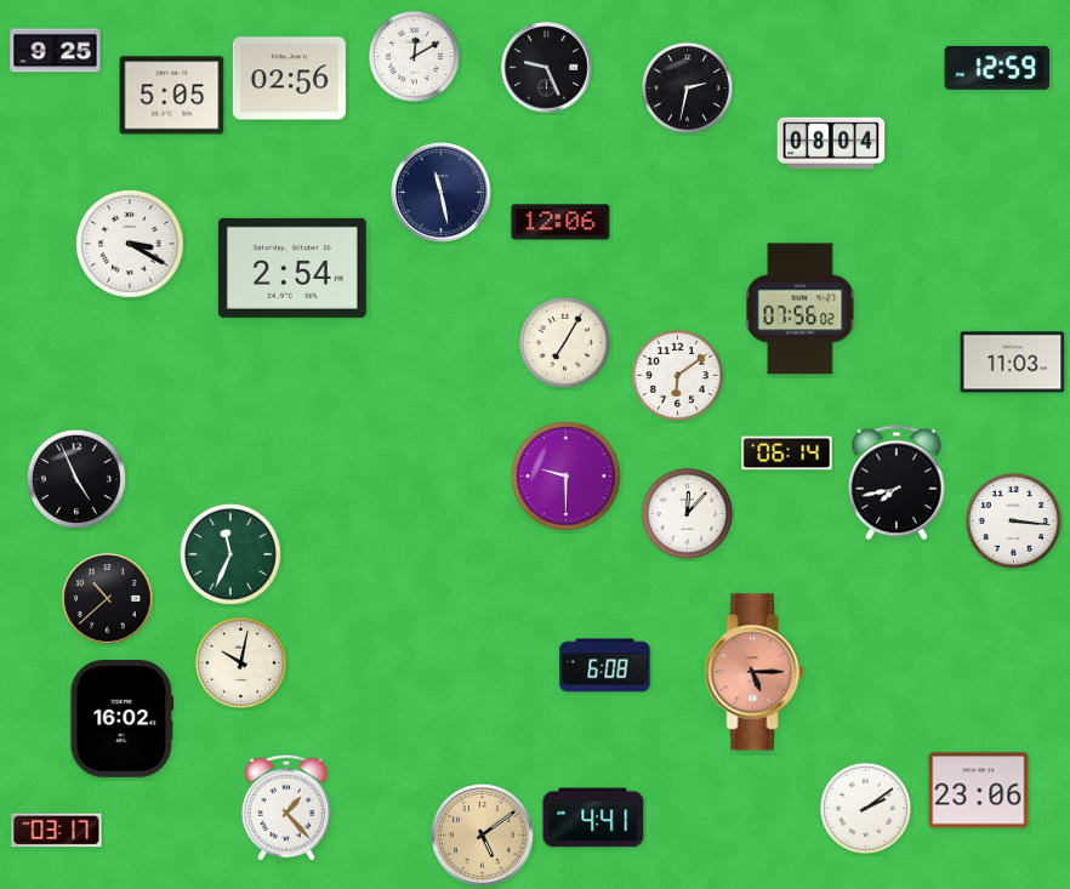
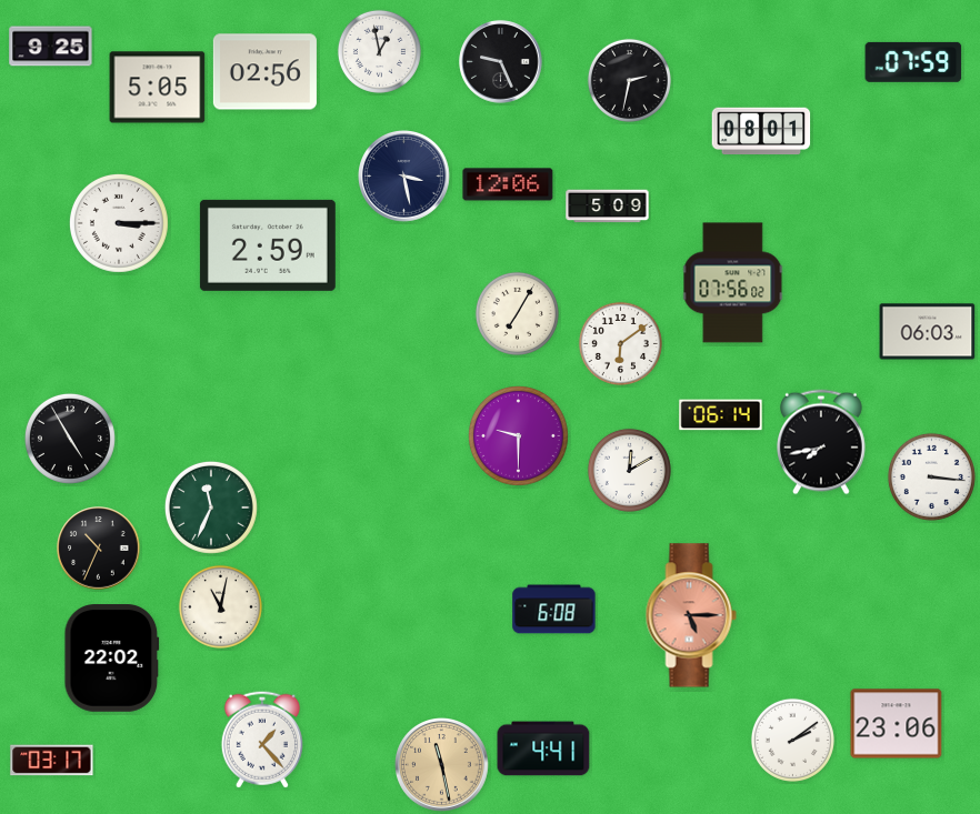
clock at (414, 56): 12:10 -> 12:58
clock at (997, 68): 12:59 -> 07:59
clock at (831, 143): 08:04 -> 08:01
clock at (442, 193): 11:28 -> 3:28
clock at (560, 222) position: (560, 222) -> (508, 184)
clock at (608, 207): none -> 5:09
clock at (130, 244): 3:20 -> 3:15
clock at (292, 268): 2:54 -> 2:59
clock at (1013, 363): 11:03 -> 06:03
clock at (76, 479): 4:56 -> 4:55
clock at (687, 513): 12:07 -> 12:10
clock at (1013, 520) position: (1013, 520) -> (931, 476)
clock at (108, 599): 10:38 -> 10:34
clock at (240, 662): 10:02 -> 11:02
clock at (123, 719): 16:02 -> 22:02
clock at (483, 836): 5:09 -> 11:28
